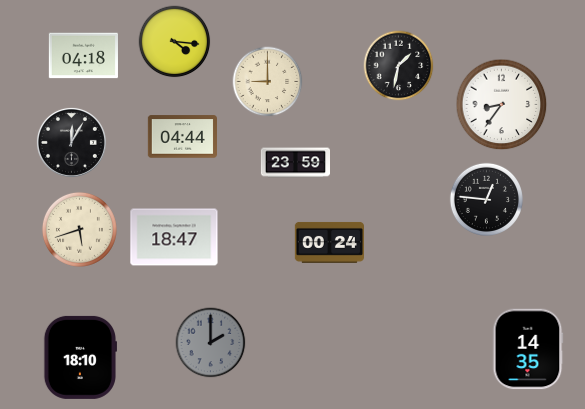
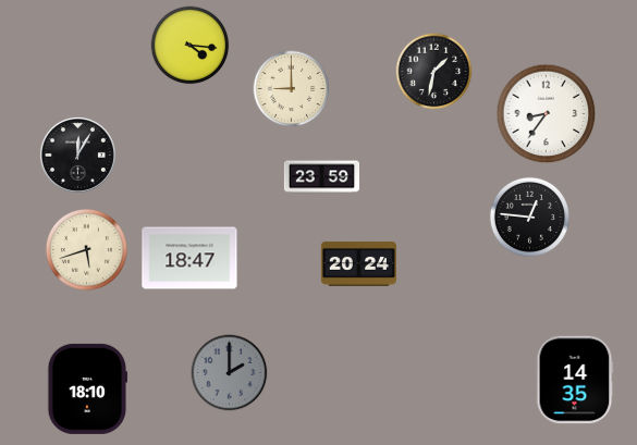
clock at (83, 56): 04:18 -> none
clock at (182, 137): 04:44 -> none
clock at (329, 242): 00:24 -> 20:24
